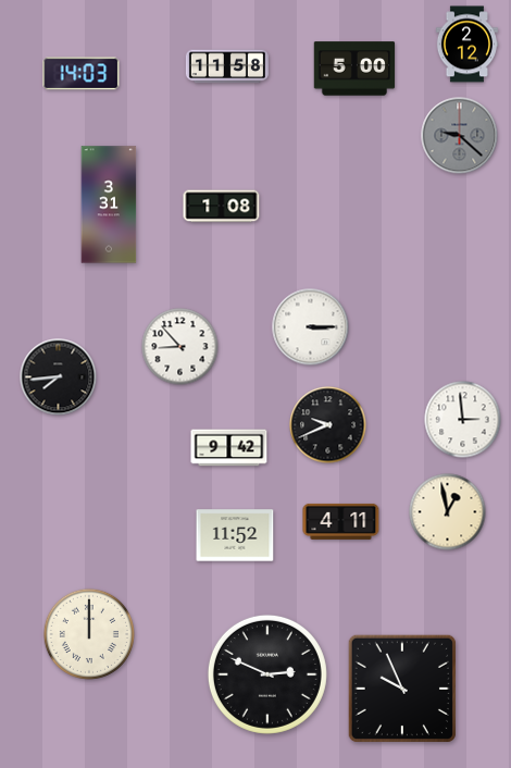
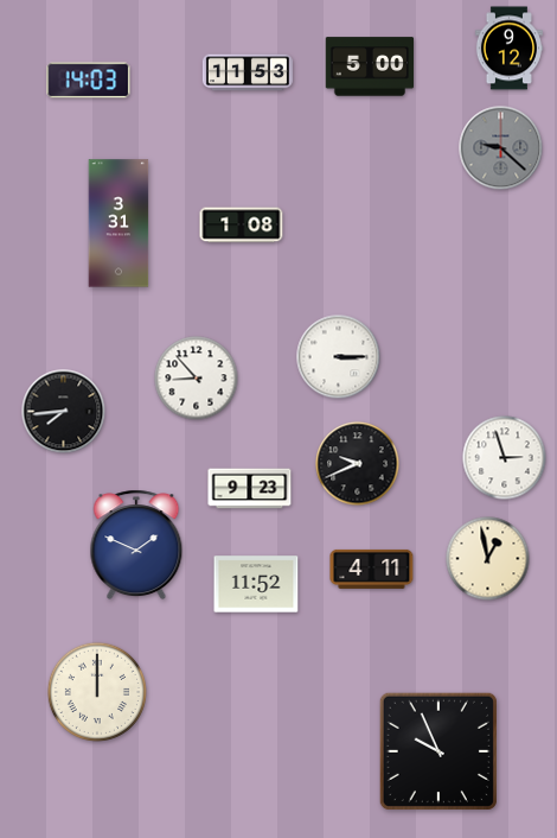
clock at (466, 45): 2:12 -> 9:12
clock at (227, 66): 11:58 -> 11:53
clock at (354, 69) position: (354, 69) -> (370, 66)
clock at (463, 420): 2:59 -> 2:57
clock at (229, 448): 9:42 -> 9:23
clock at (136, 545): none -> 1:49
clock at (267, 674): 2:49 -> none
